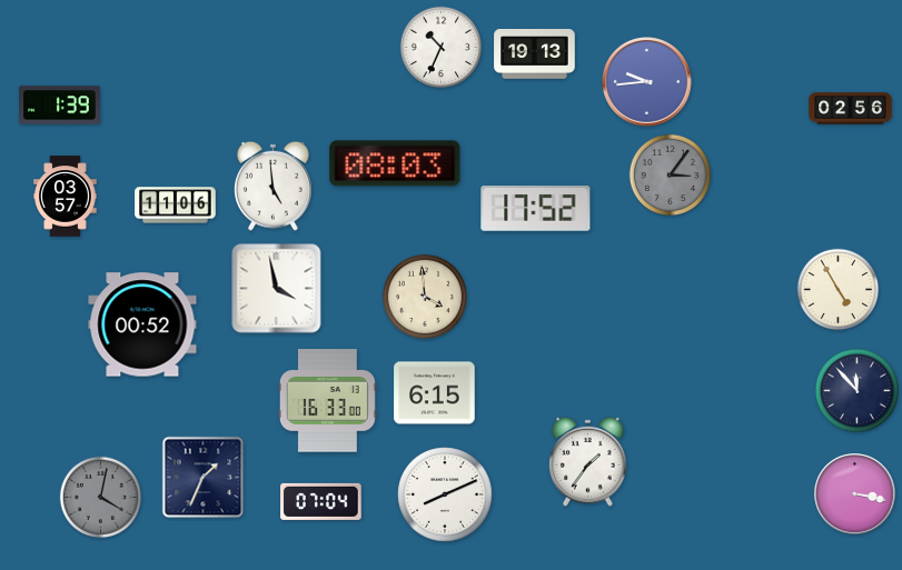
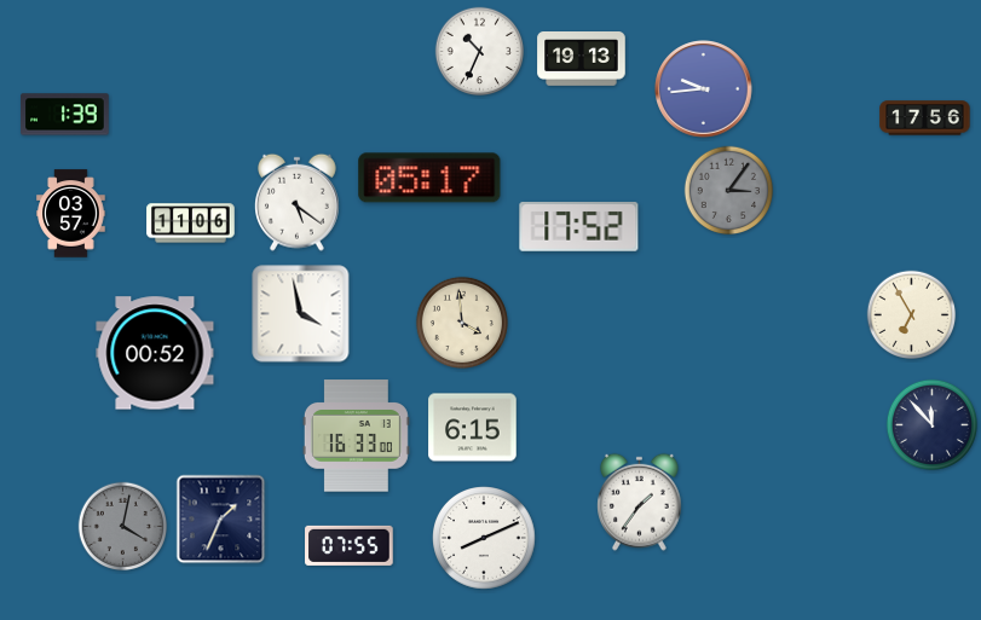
clock at (851, 109): 02:56 -> 17:56
clock at (395, 163): 08:03 -> 05:17
clock at (274, 186): 4:59 -> 5:21
clock at (536, 209) position: (536, 209) -> (579, 227)
clock at (839, 290): 4:55 -> 6:55
clock at (855, 494): 3:17 -> none
clock at (101, 498) position: (101, 498) -> (123, 527)
clock at (321, 501): 07:04 -> 07:55
